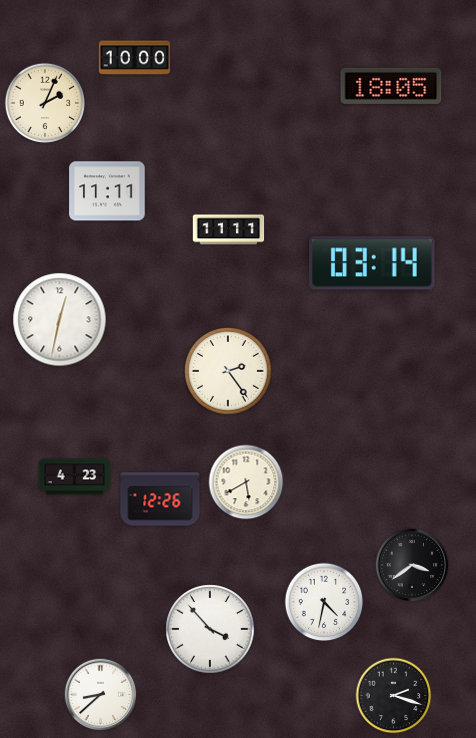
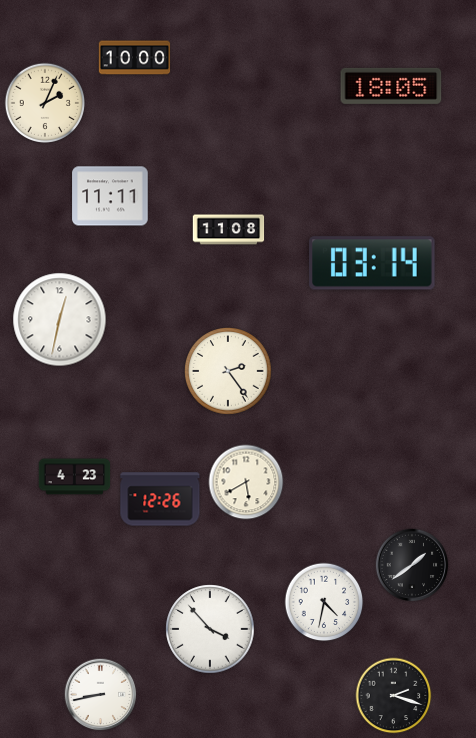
clock at (107, 191) position: (107, 191) -> (110, 196)
clock at (229, 230): 11:11 -> 11:08
clock at (412, 565): 3:39 -> 1:39
clock at (101, 695): 8:38 -> 8:43
